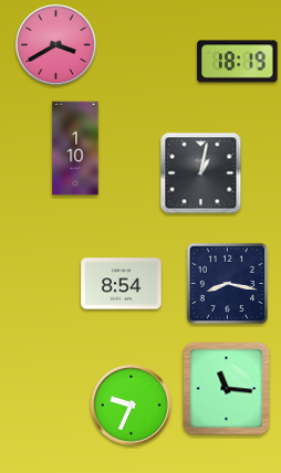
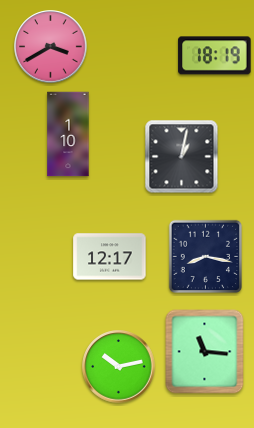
clock at (56, 45) position: (56, 45) -> (51, 47)
clock at (122, 284): 8:54 -> 12:17
clock at (132, 406): 9:34 -> 10:13
